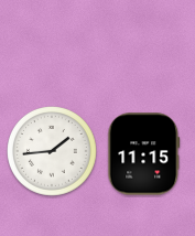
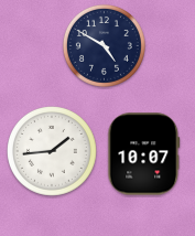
clock at (104, 45): none -> 4:50
clock at (144, 154): 11:15 -> 10:07
